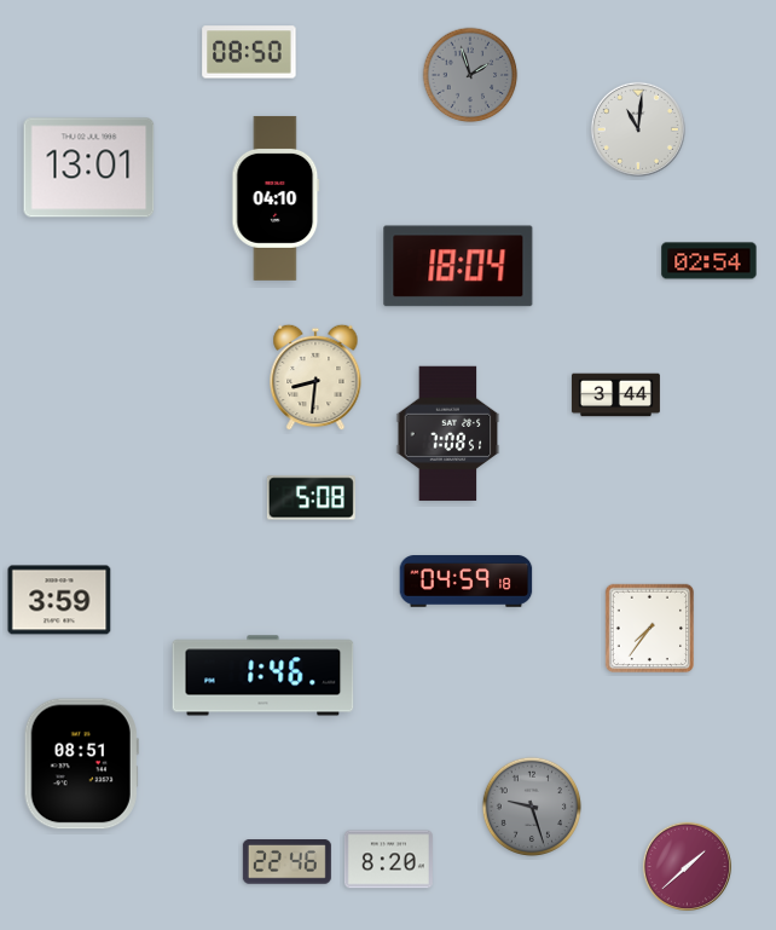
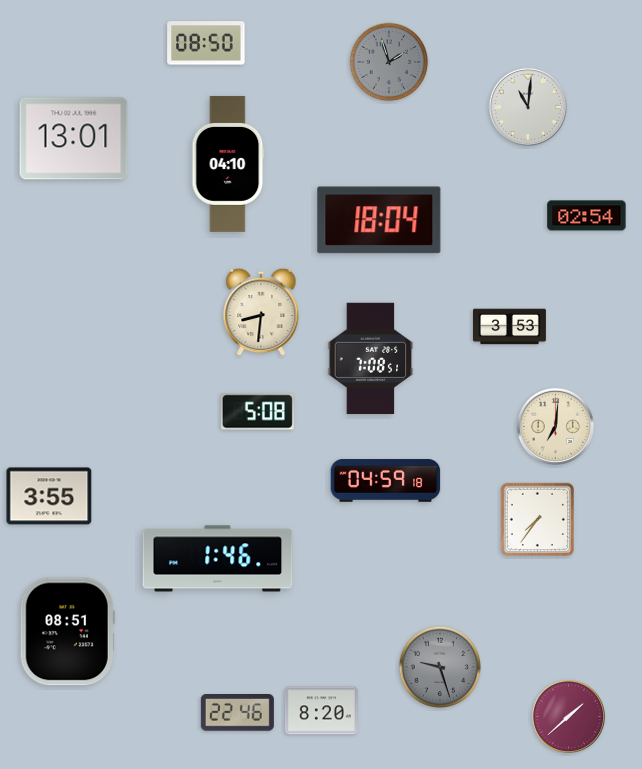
clock at (615, 395): 3:44 -> 3:53
clock at (555, 426): none -> 7:01
clock at (59, 600): 3:59 -> 3:55
